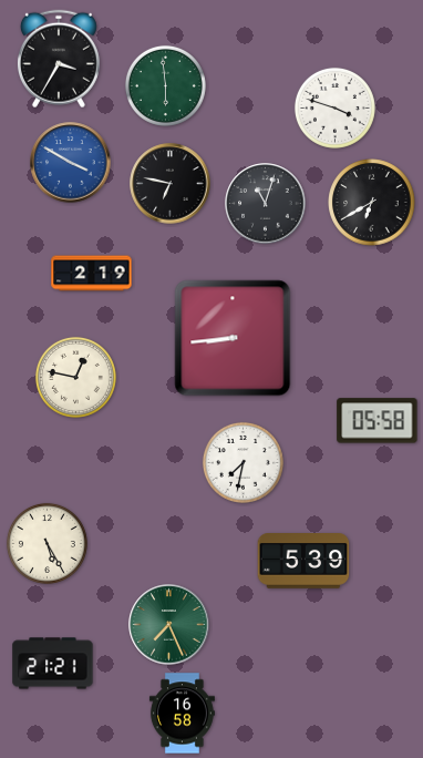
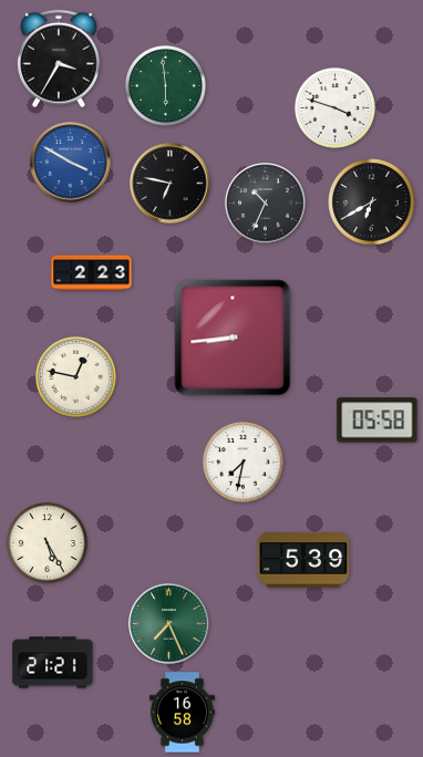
clock at (266, 204): 11:03 -> 10:34
clock at (92, 274): 2:19 -> 2:23
